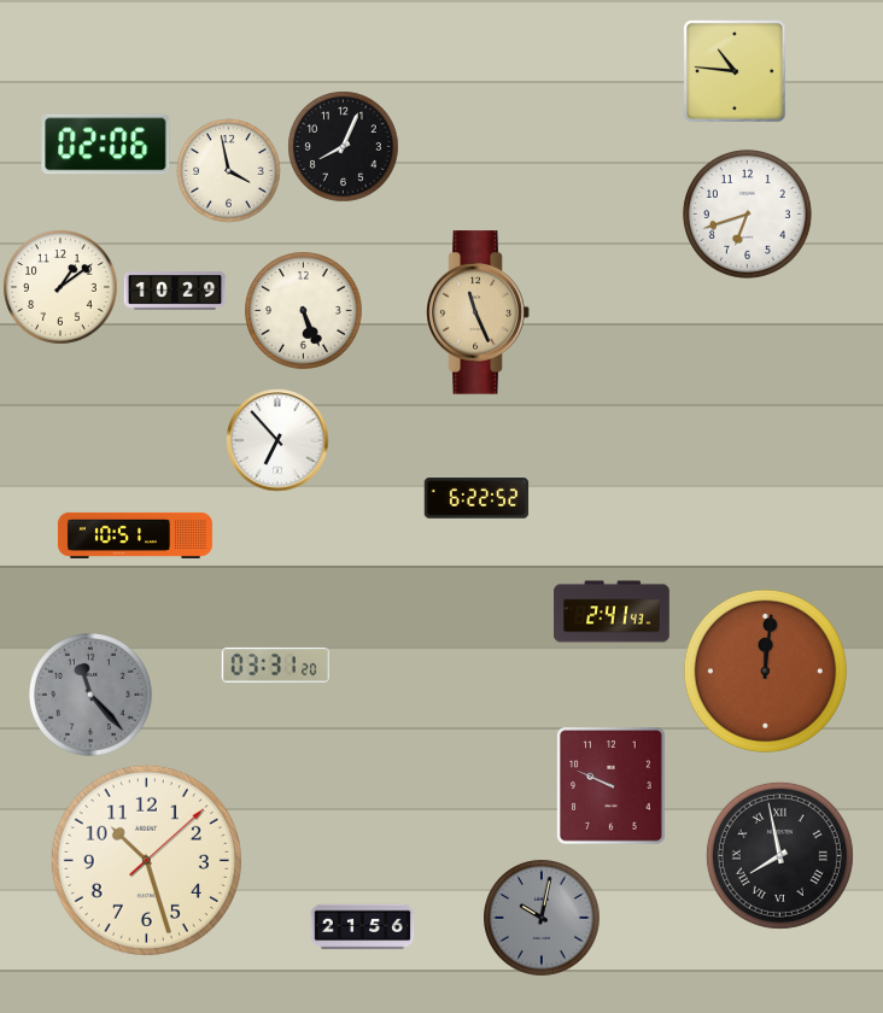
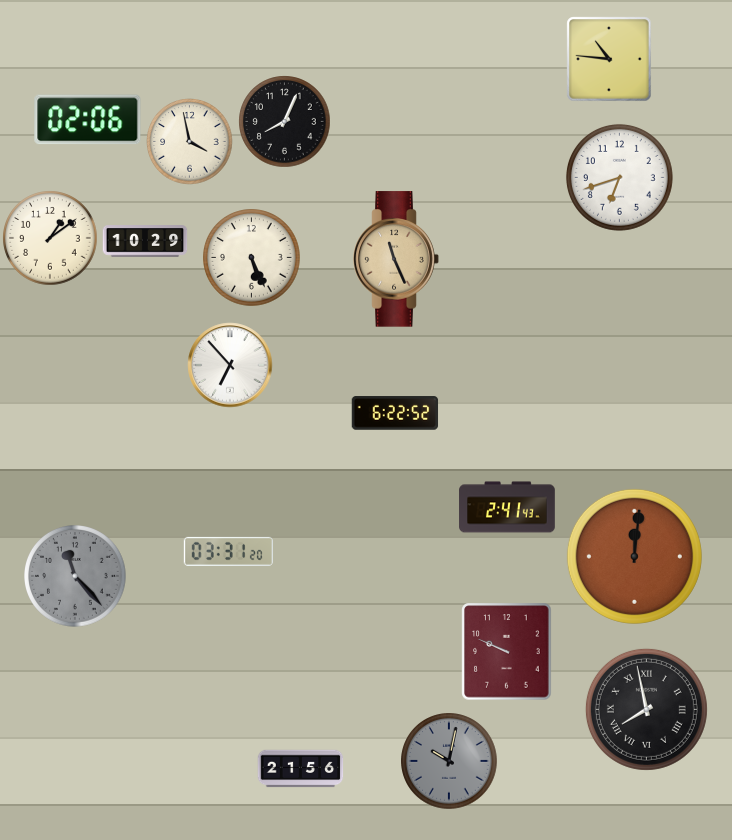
clock at (135, 535): 10:51 -> none
clock at (146, 860): 10:27 -> none
